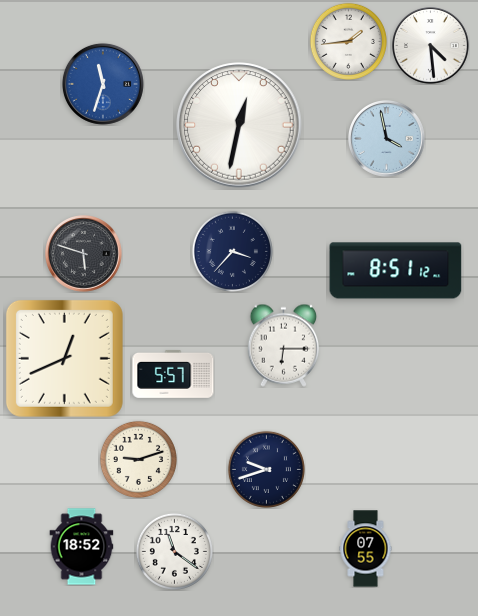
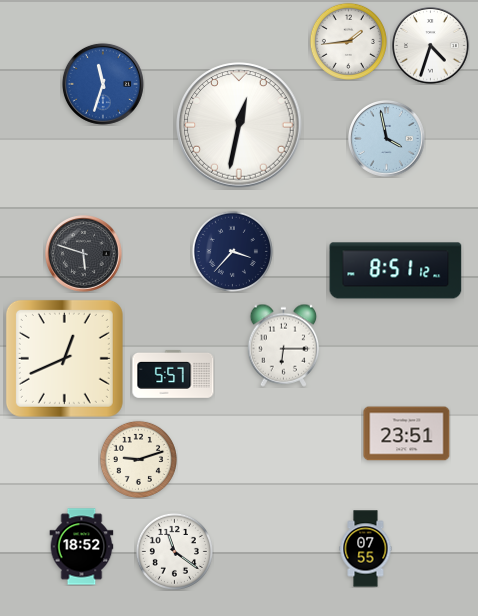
clock at (431, 46): 4:29 -> 4:33
clock at (407, 434): none -> 23:51
clock at (266, 469): 9:42 -> none
